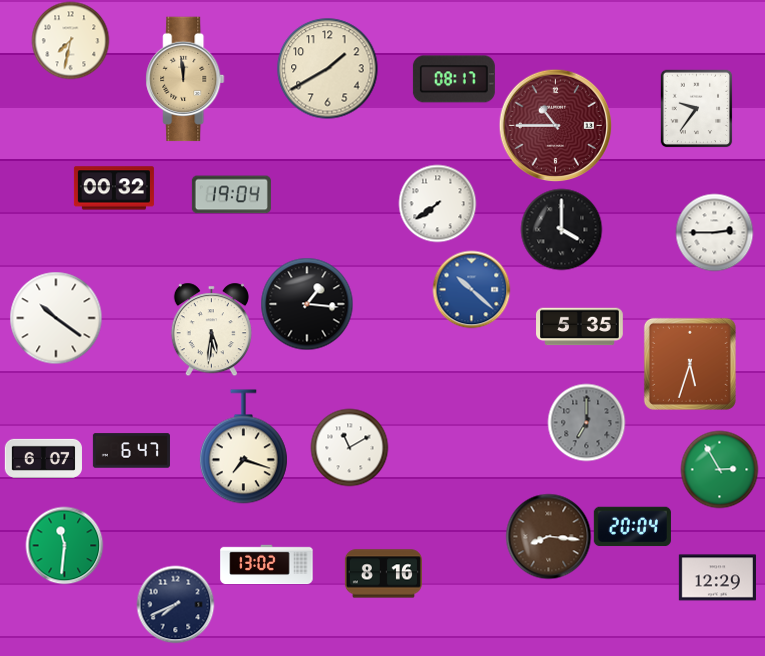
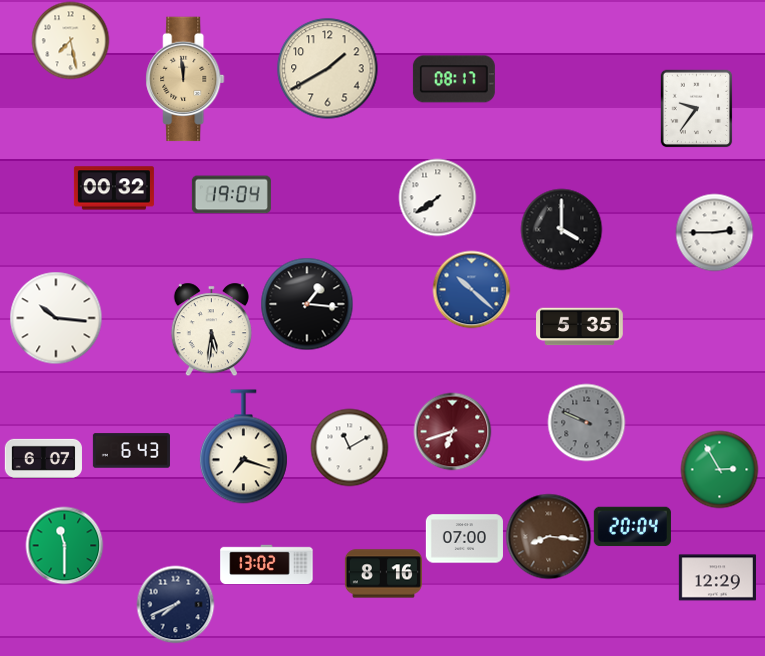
clock at (70, 40): 7:32 -> 7:28
clock at (555, 125): 10:45 -> none
clock at (437, 203) position: (437, 203) -> (437, 197)
clock at (56, 318): 10:21 -> 10:16
clock at (690, 364): 5:33 -> none
clock at (586, 422): 7:00 -> 9:49
clock at (452, 431): none -> 6:42
clock at (131, 451): 6:47 -> 6:43
clock at (464, 539): none -> 07:00
clock at (64, 545): 11:31 -> 11:30
